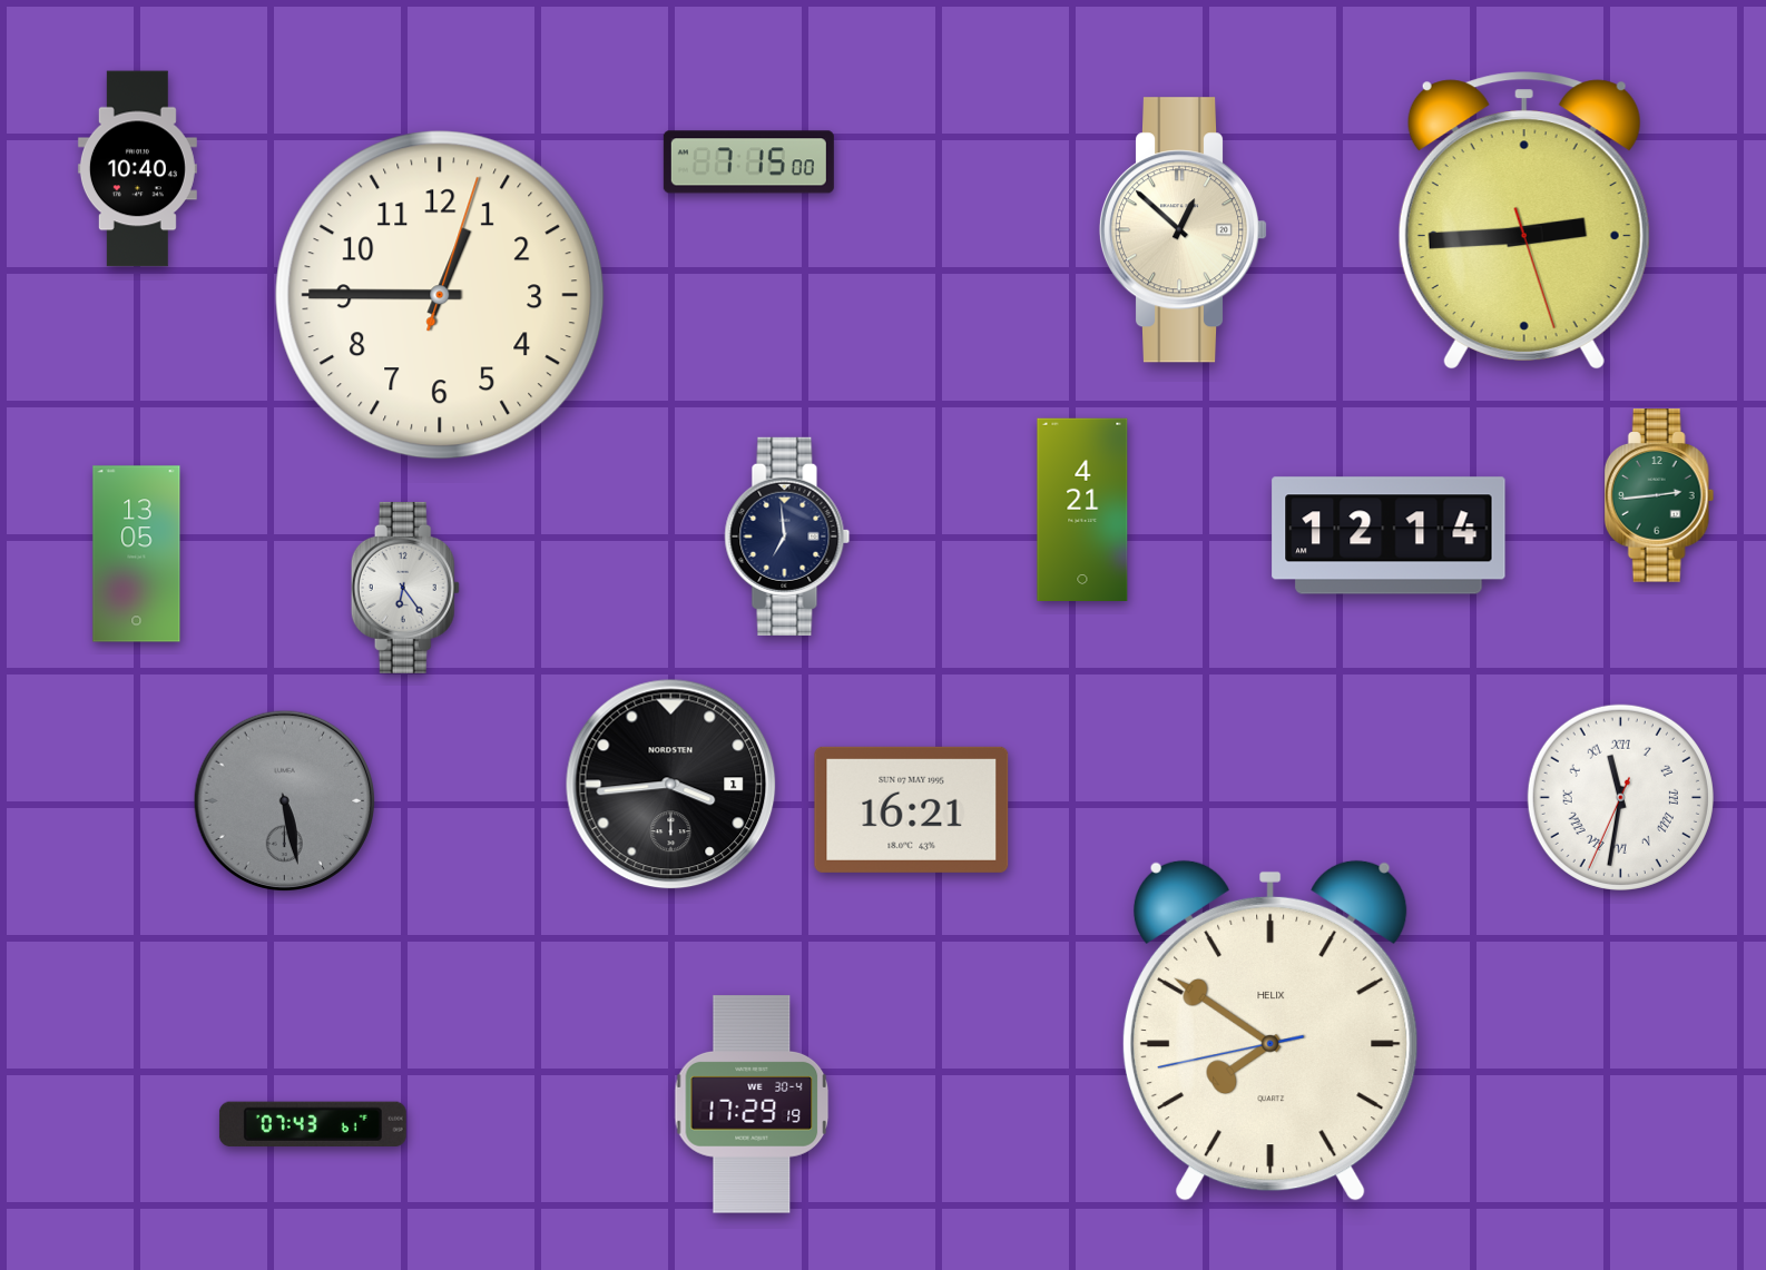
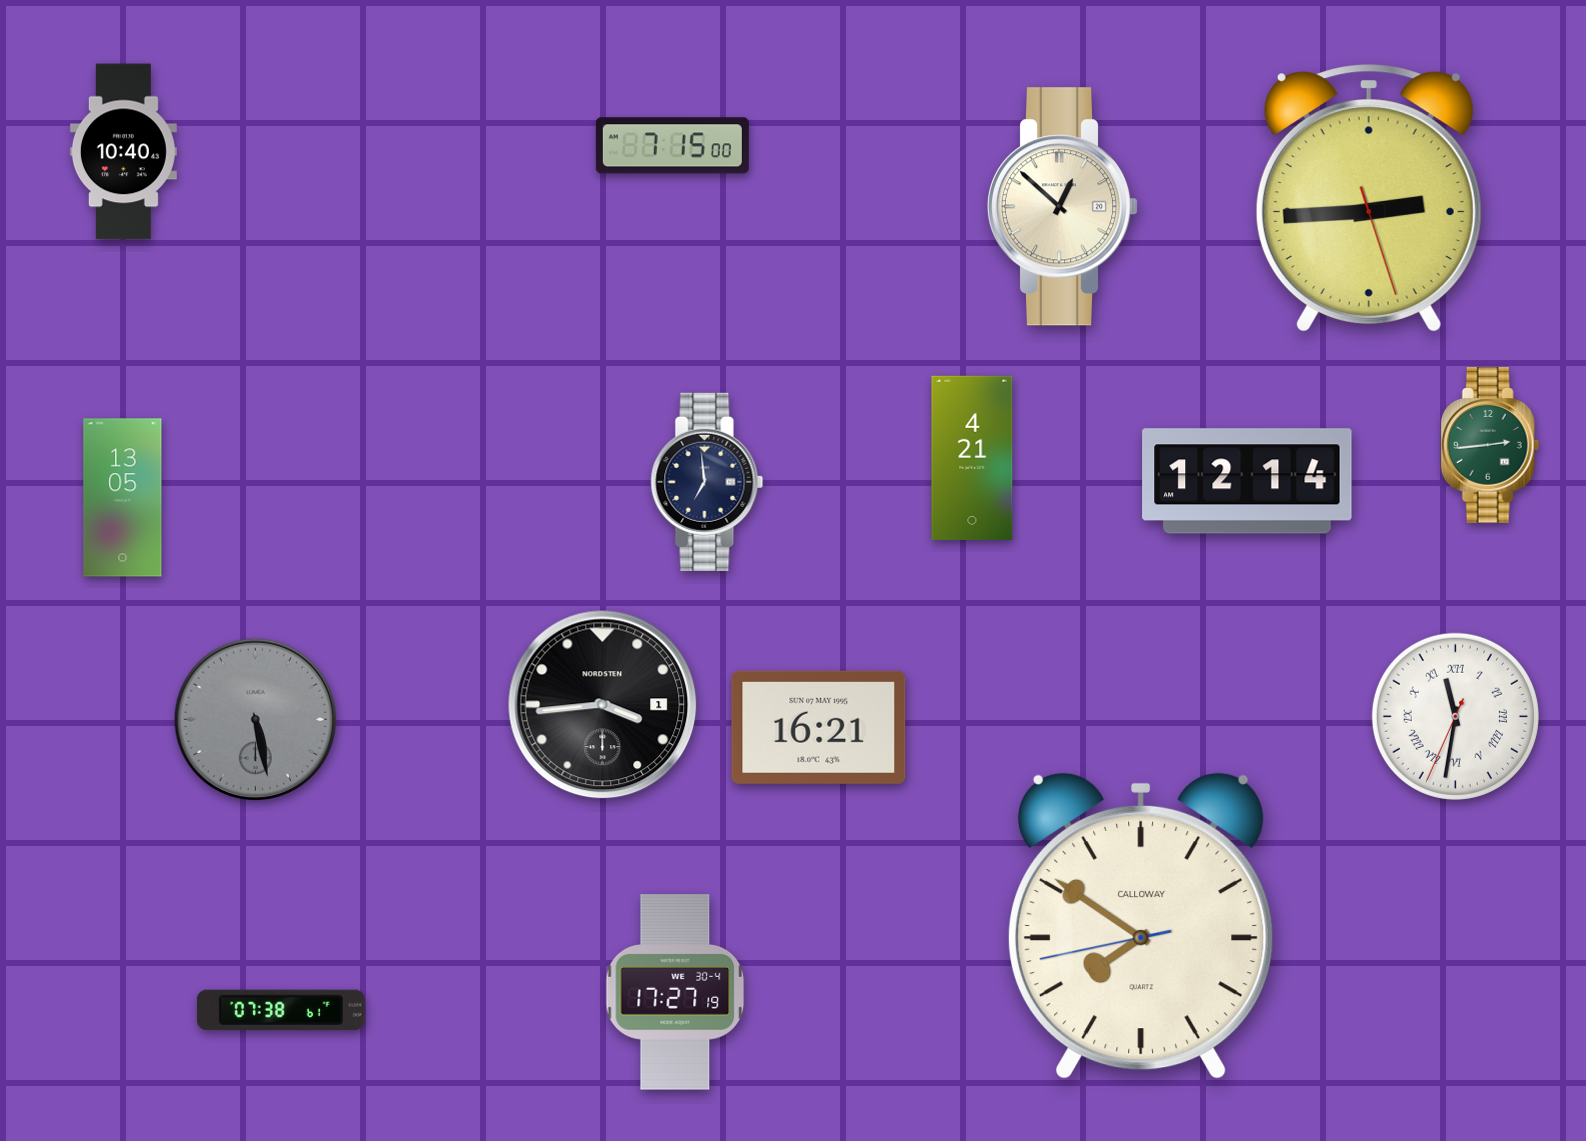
clock at (440, 295): 12:45 -> none
clock at (405, 588): 6:24 -> none
clock at (1270, 1031) brand: HELIX -> CALLOWAY
clock at (752, 1104): 17:29 -> 17:27
clock at (313, 1124): 07:43 -> 07:38
